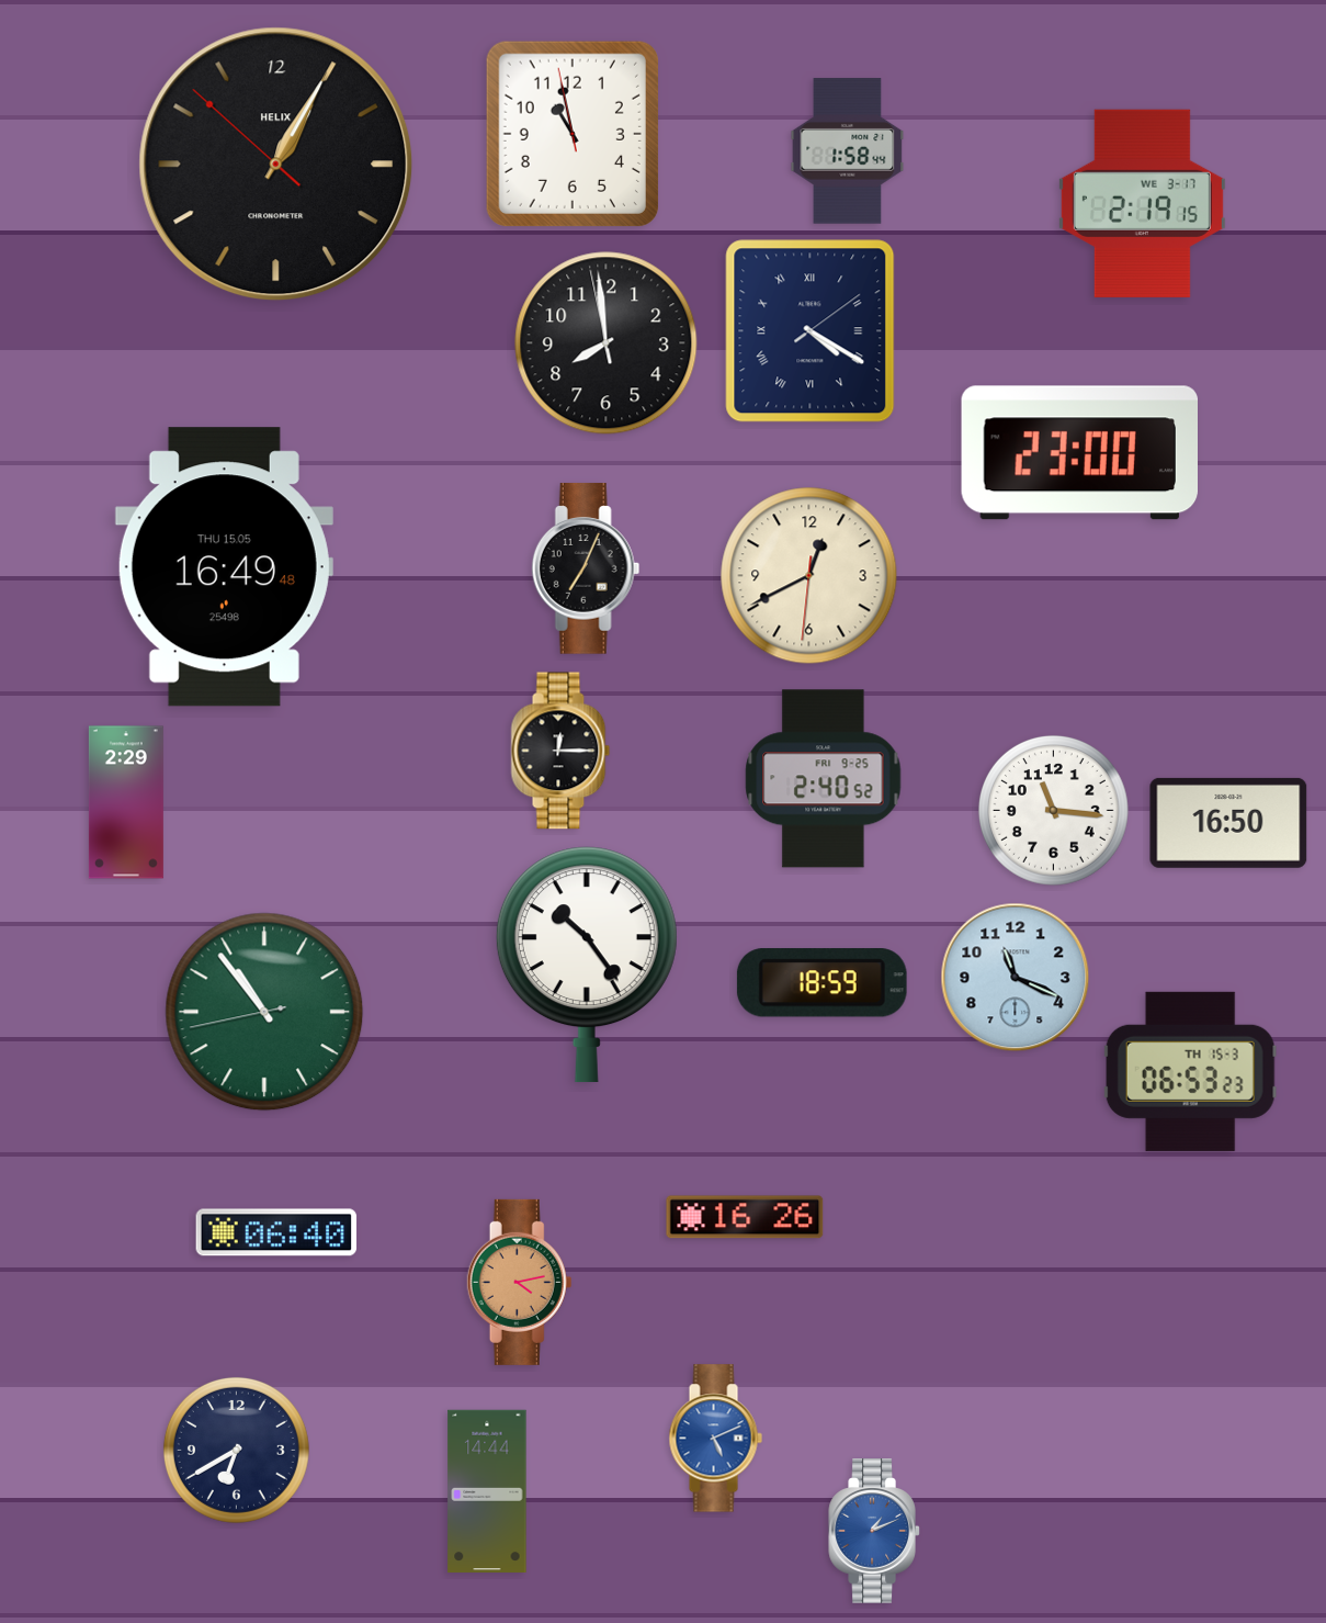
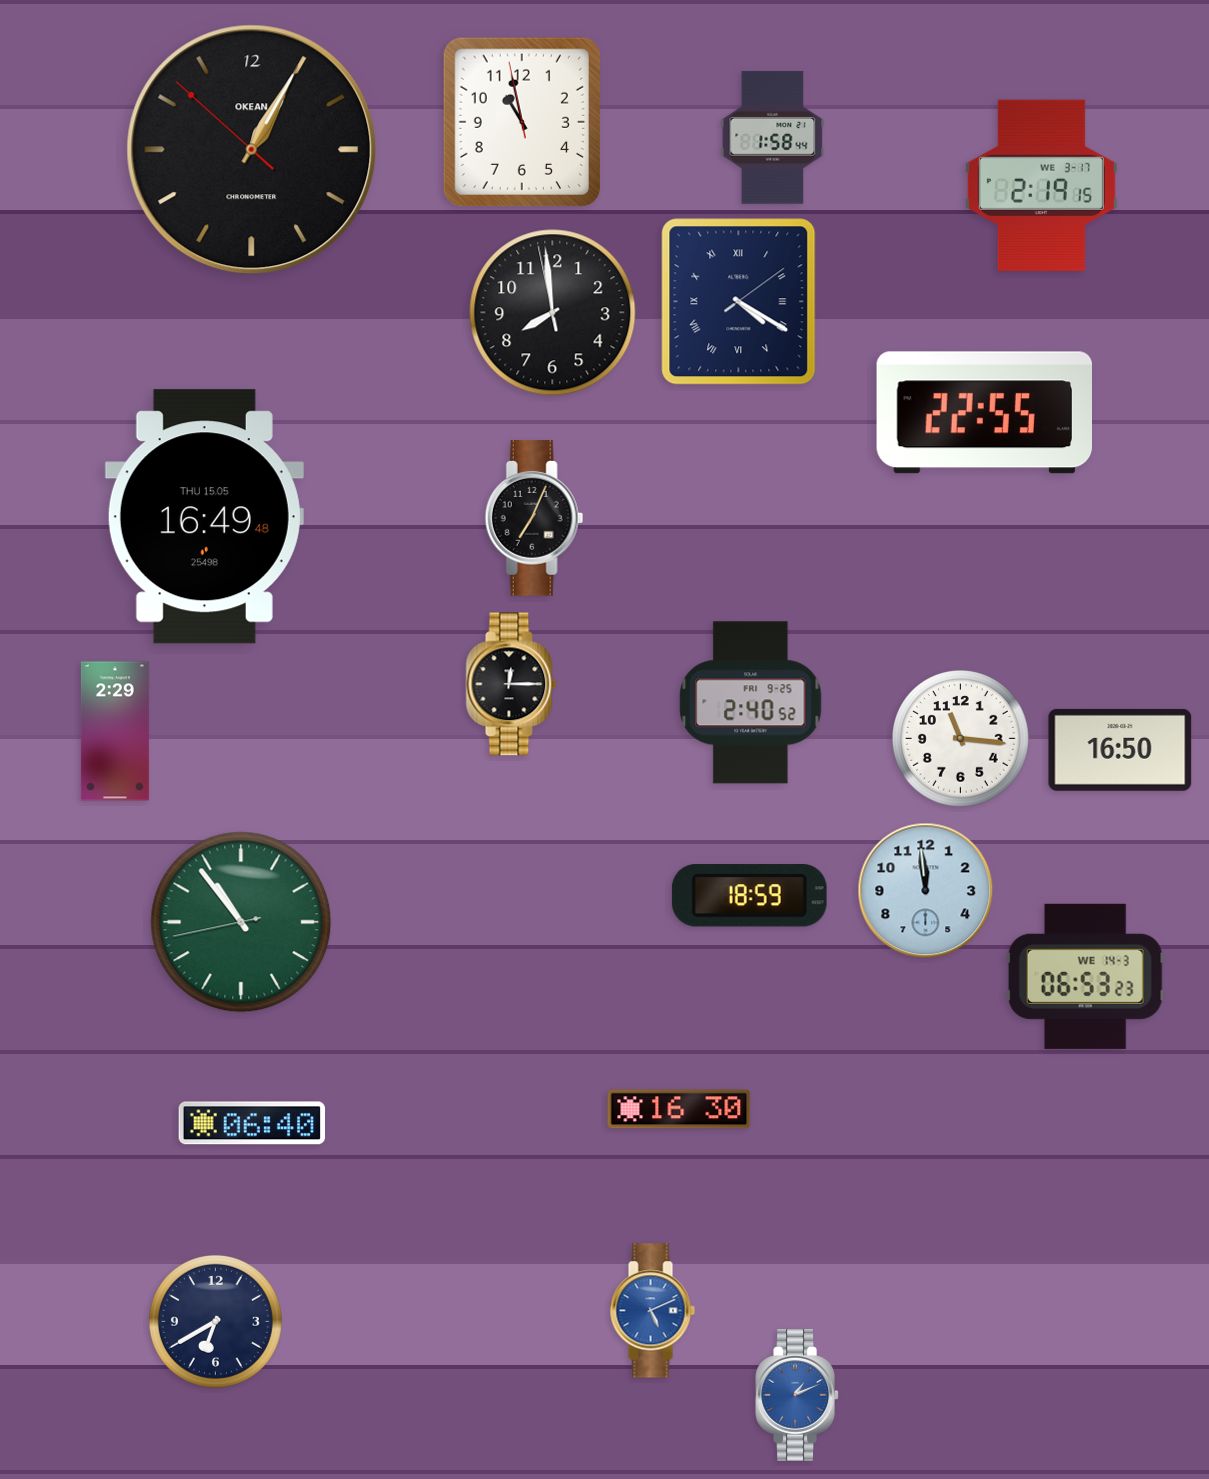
clock at (276, 165) brand: HELIX -> OKEAN
clock at (1080, 453): 23:00 -> 22:55
clock at (809, 576): 12:40 -> none
clock at (824, 779) position: (824, 779) -> (751, 703)
clock at (587, 965): 10:24 -> none
clock at (1016, 978): 11:19 -> 11:59
clock at (1190, 1071) date: TH 15-3 -> WE 14-3
clock at (745, 1217): 16:26 -> 16:30
clock at (520, 1282): 4:13 -> none
clock at (487, 1490): 14:44 -> none
